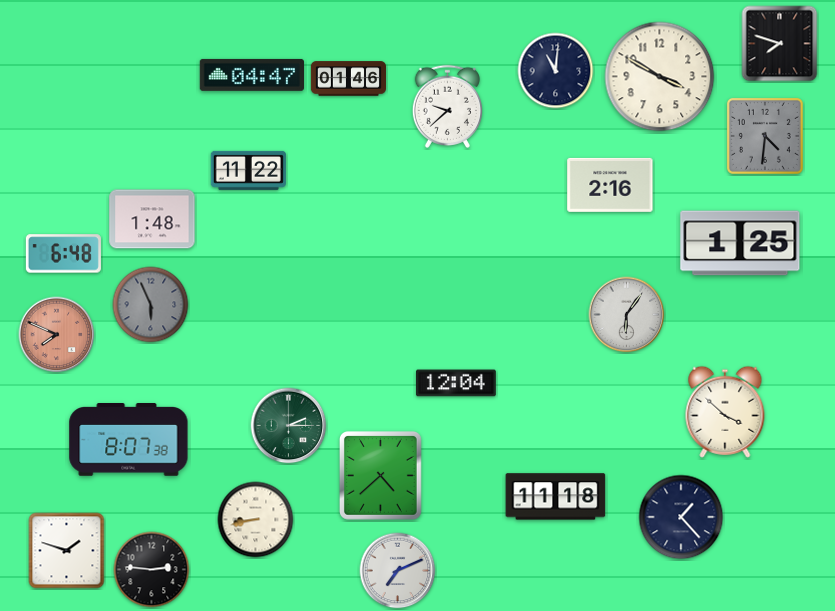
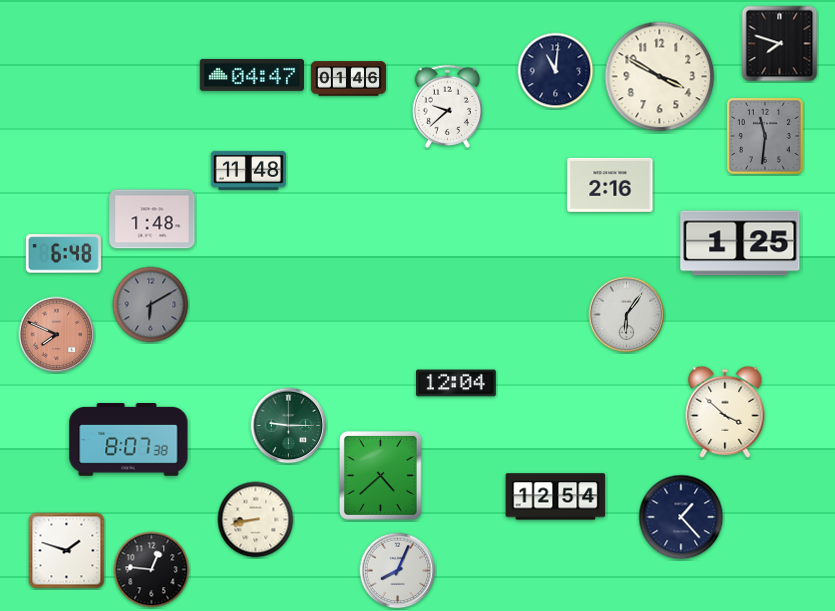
clock at (765, 136): 4:31 -> 11:31
clock at (248, 170): 11:22 -> 11:48
clock at (151, 305): 5:56 -> 6:10
clock at (289, 426): 2:15 -> 9:15
clock at (556, 497): 11:18 -> 12:54
clock at (152, 570): 2:46 -> 12:46
clock at (398, 571): 7:11 -> 8:04
